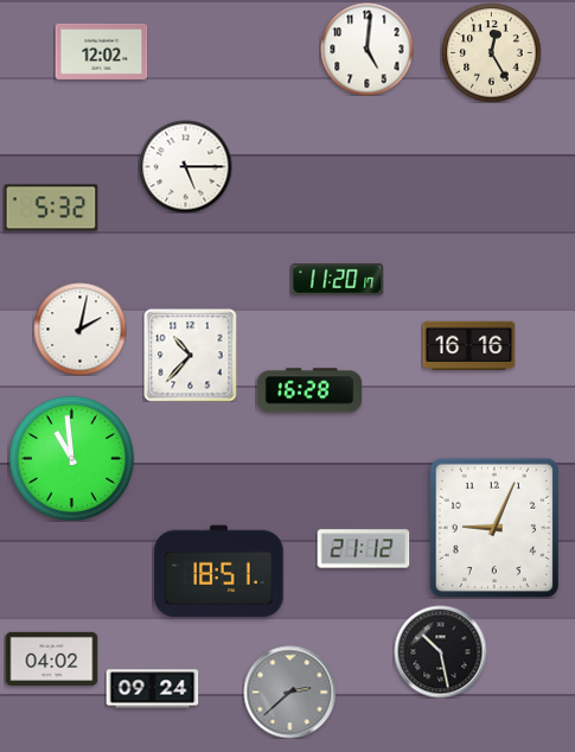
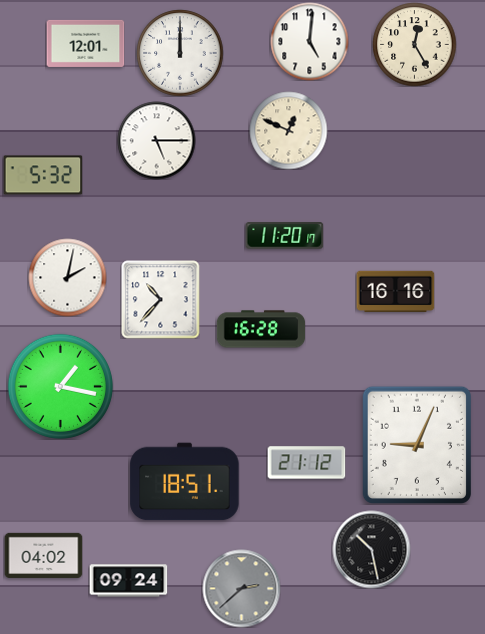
clock at (101, 51): 12:02 -> 12:01
clock at (180, 53): none -> 12:00
clock at (288, 130): none -> 12:49
clock at (71, 458): 10:59 -> 1:17
clock at (289, 692) position: (289, 692) -> (241, 588)
